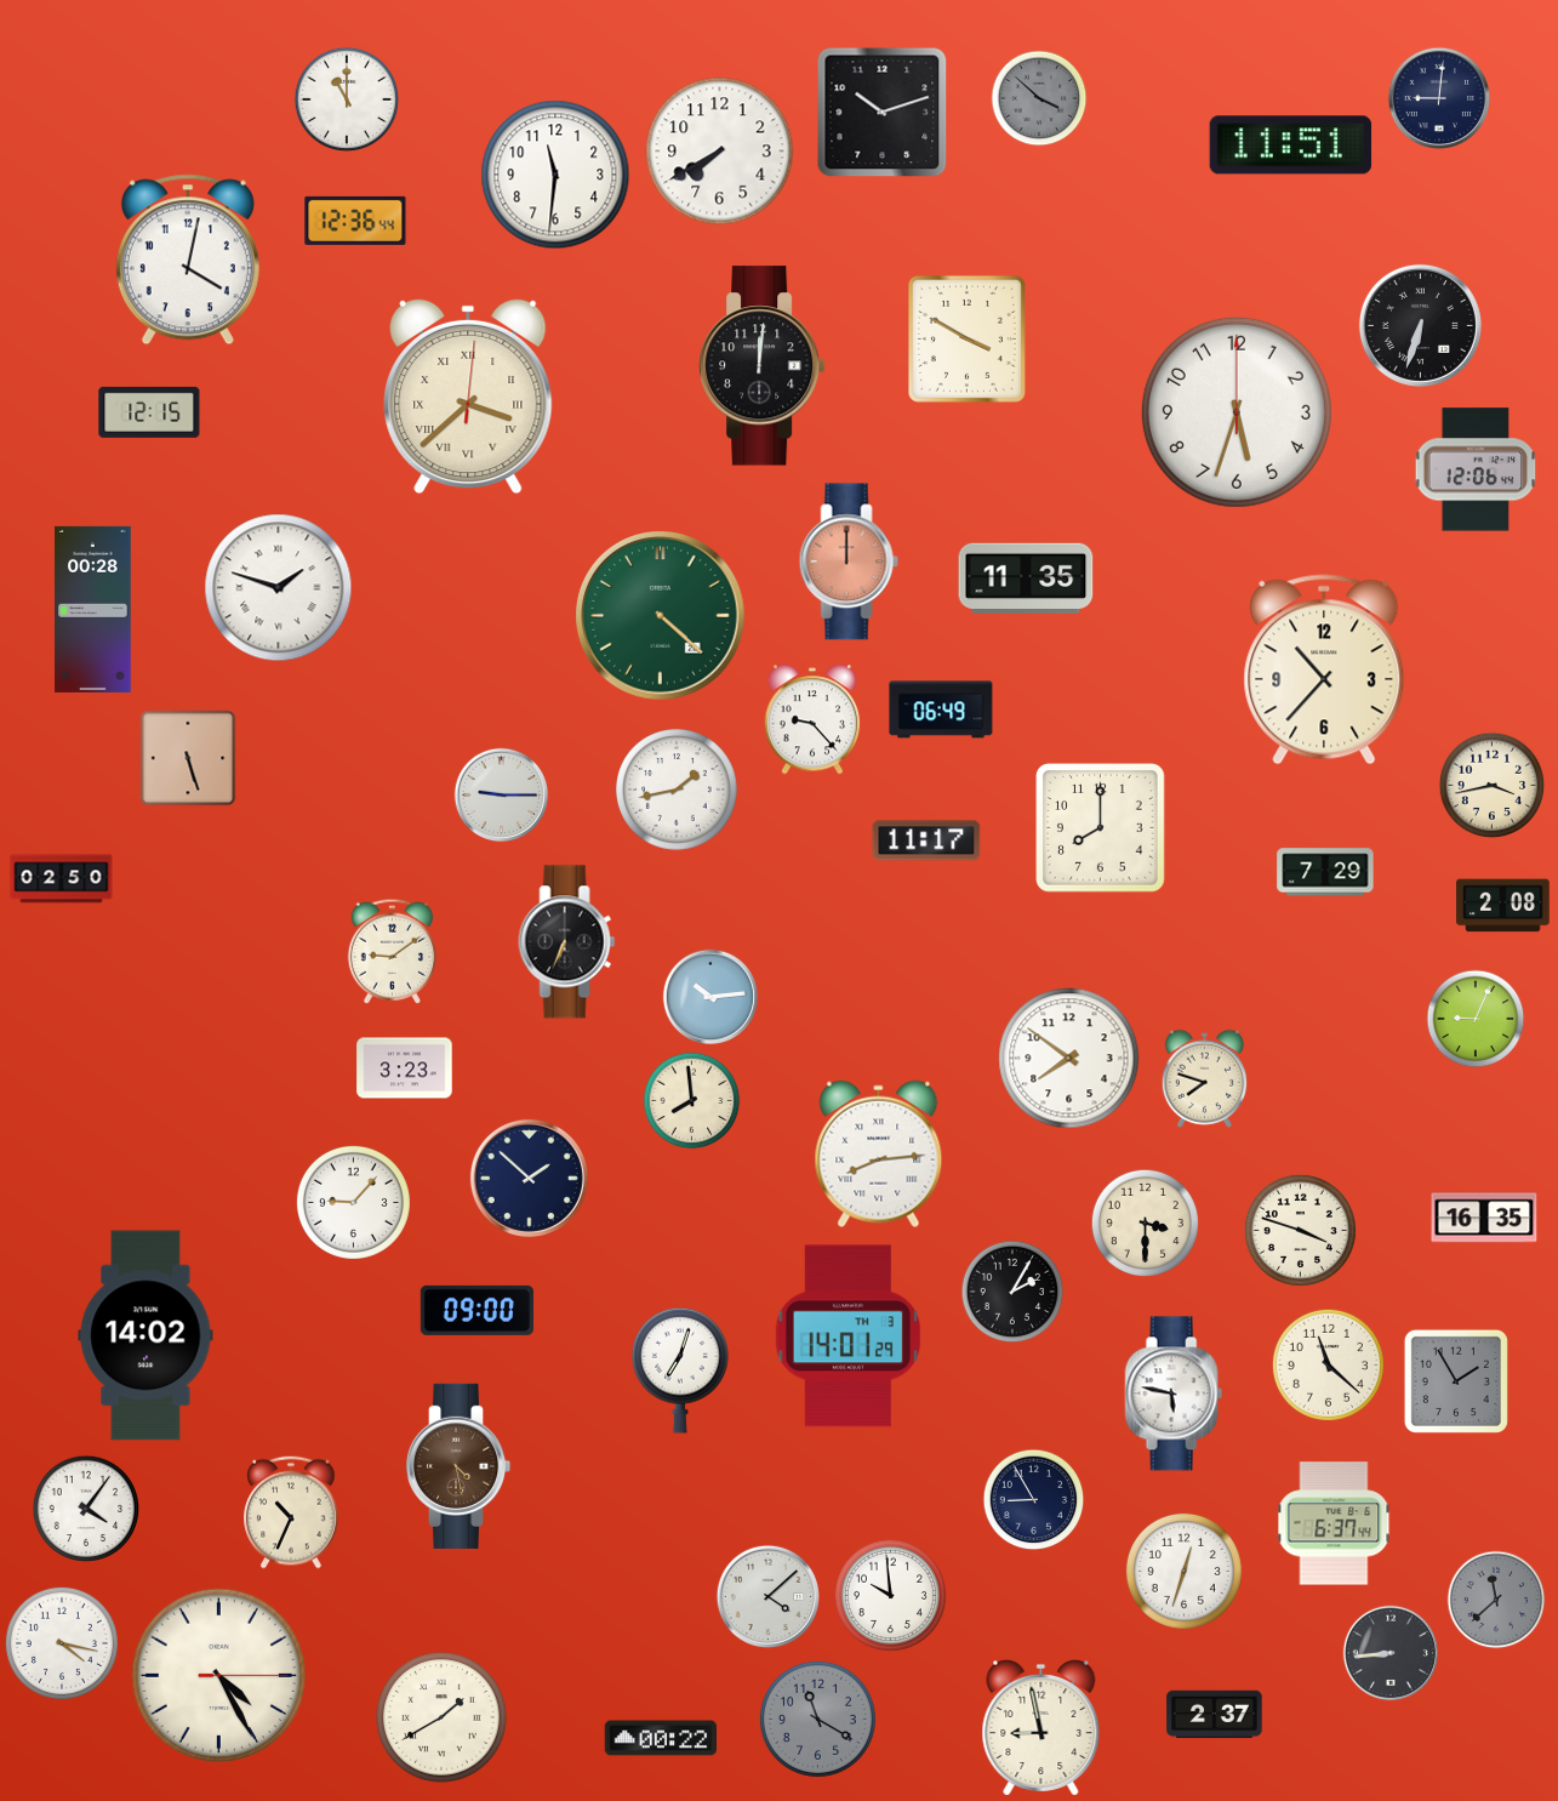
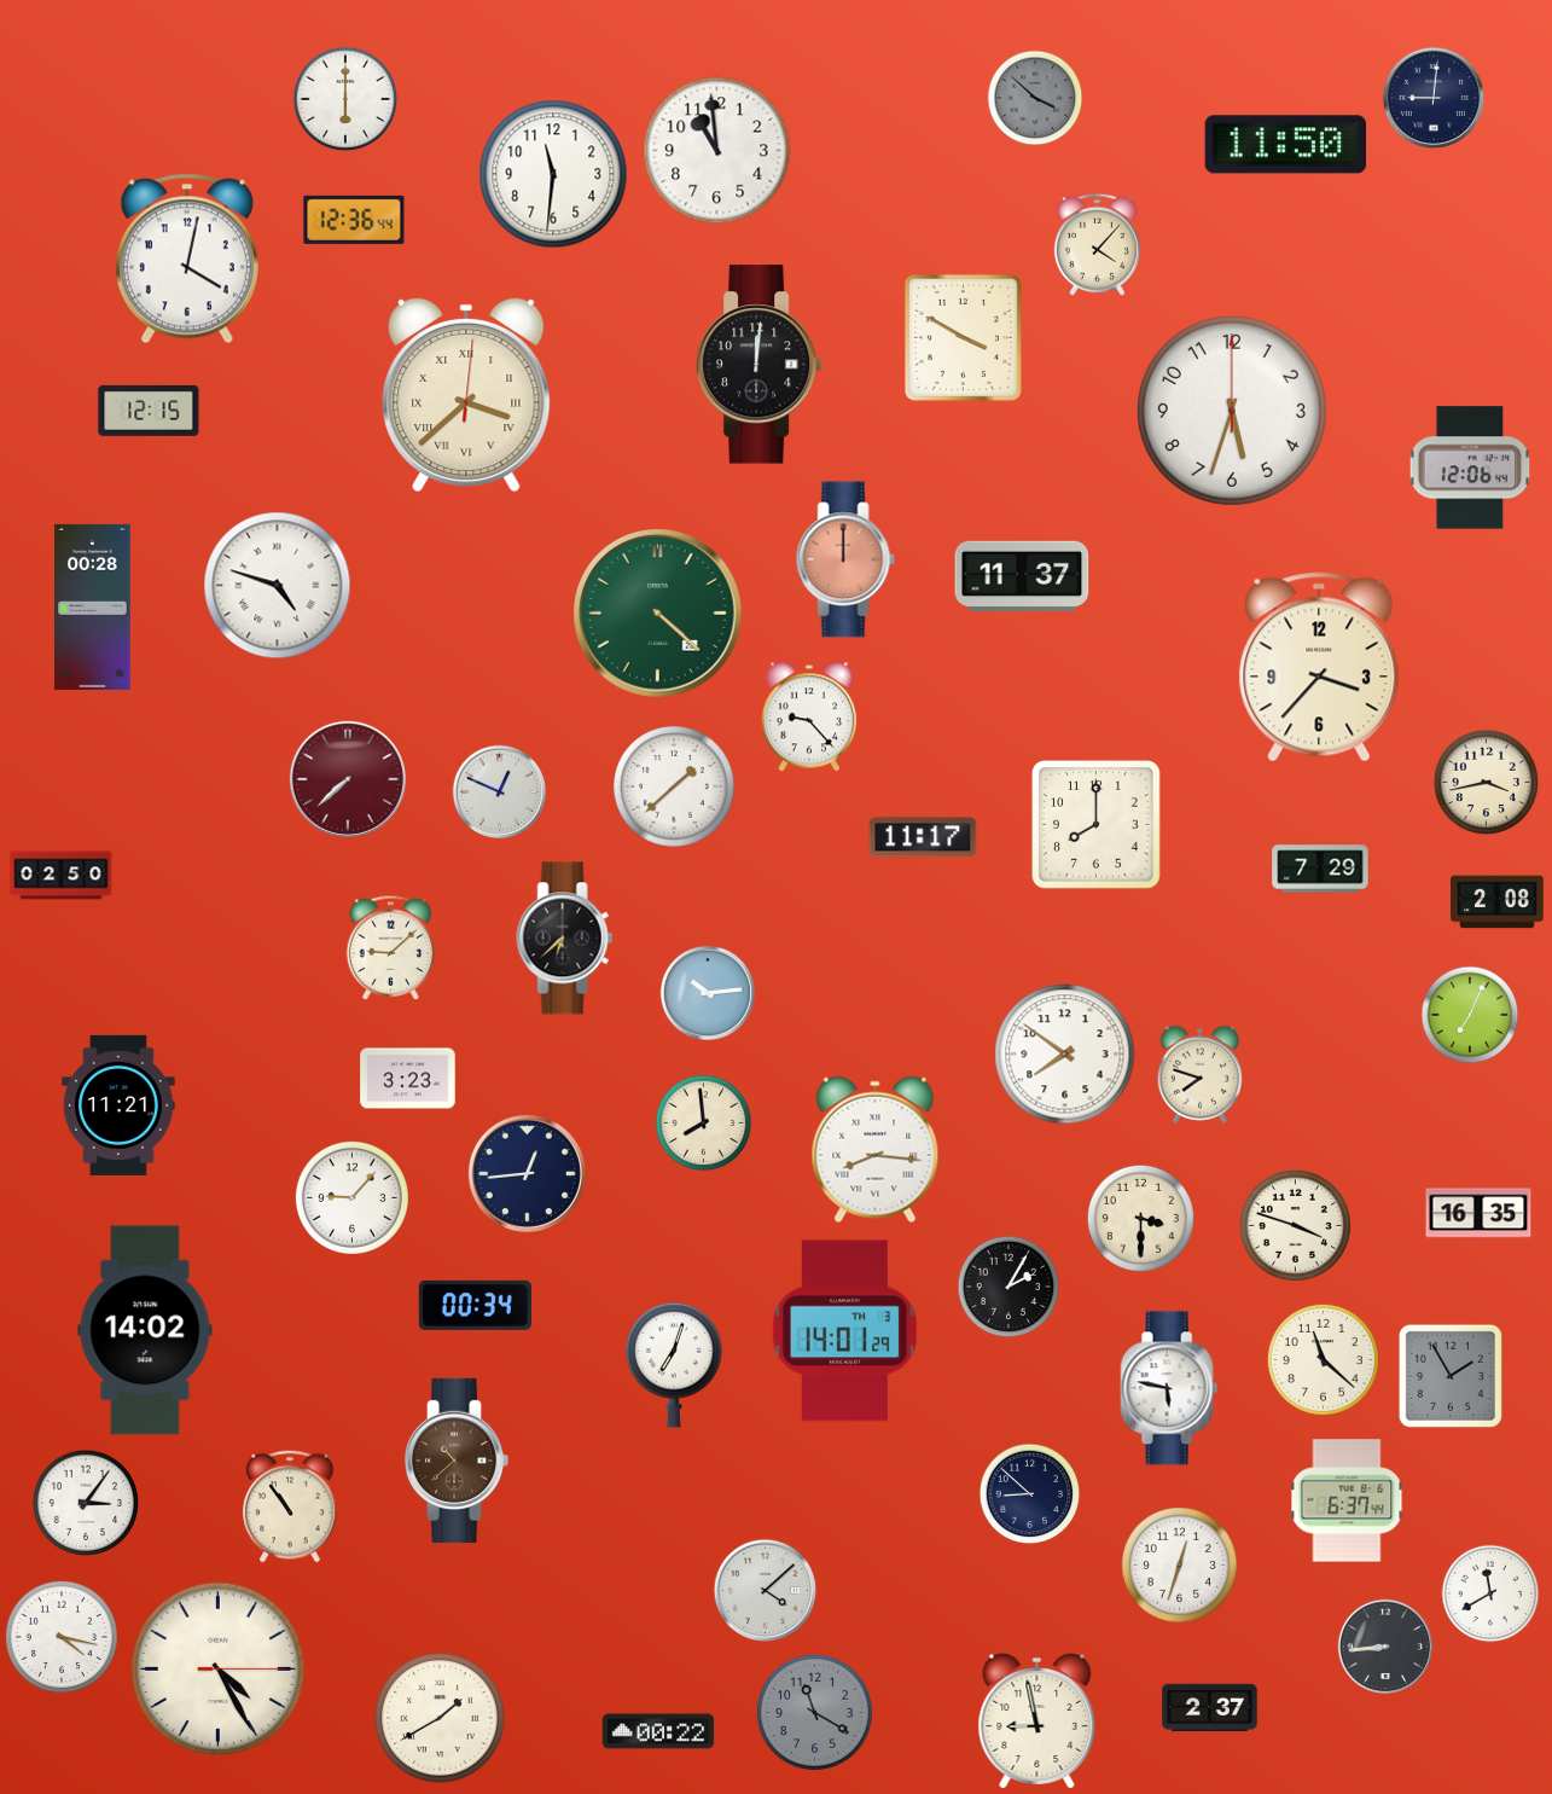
clock at (347, 99): 11:00 -> 6:00
clock at (883, 113): 10:12 -> none
clock at (1291, 146): 11:51 -> 11:50
clock at (720, 152): 7:40 -> 10:59
clock at (1097, 244): none -> 4:07
clock at (1420, 325): 6:33 -> none
clock at (1026, 577): 11:35 -> 11:37
clock at (279, 588): 1:48 -> 4:48
clock at (1324, 669): 10:37 -> 3:37
clock at (941, 709): 06:49 -> none
clock at (188, 758): 5:27 -> none
clock at (348, 779): none -> 7:38
clock at (678, 791): 1:43 -> 1:38
clock at (502, 796): 9:15 -> 12:49
clock at (567, 942): 6:34 -> 6:38
clock at (393, 951): 9:09 -> 9:08
clock at (1476, 1019): 9:04 -> 7:04
clock at (405, 1068) position: (405, 1068) -> (408, 1079)
clock at (692, 1101) position: (692, 1101) -> (704, 1124)
clock at (118, 1105): none -> 11:21
clock at (879, 1155): 8:14 -> 8:16
clock at (529, 1178): 1:52 -> 12:44
clock at (476, 1310): 09:00 -> 00:34
clock at (681, 1370) position: (681, 1370) -> (675, 1365)
clock at (458, 1466): 4:28 -> 10:38
clock at (1034, 1500): 8:55 -> 8:52
clock at (85, 1508): 4:06 -> 3:06
clock at (291, 1512): 10:34 -> 10:54
clock at (1334, 1523) position: (1334, 1523) -> (1347, 1500)
clock at (890, 1595): 9:59 -> none
clock at (1496, 1600): 11:38 -> 11:40
clock at (1496, 1600) dial: grey -> white
clock at (441, 1717) position: (441, 1717) -> (440, 1718)
